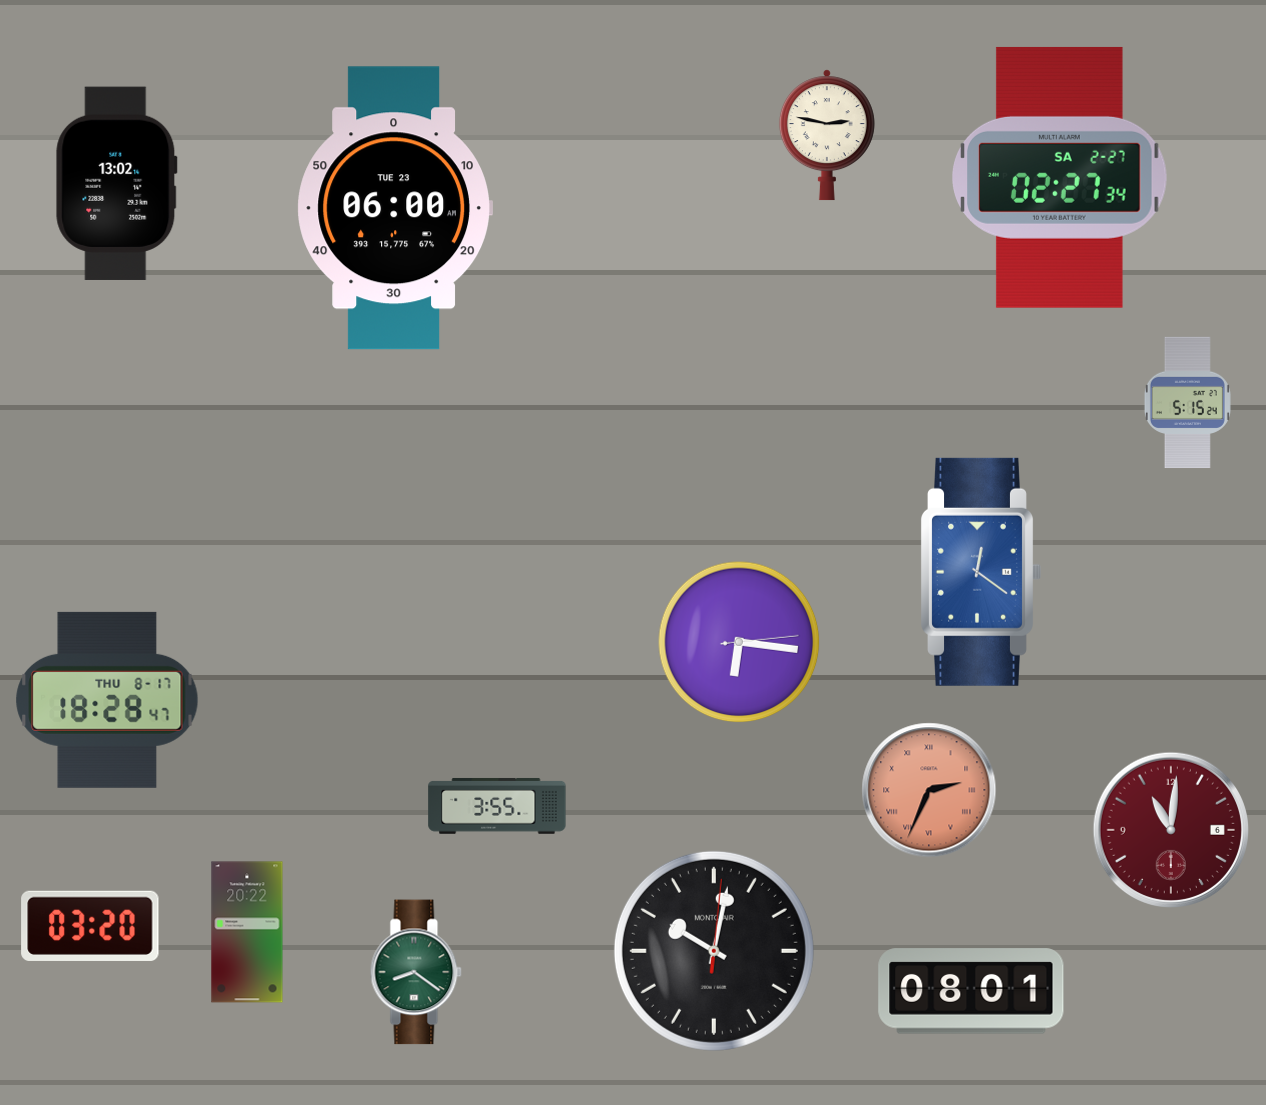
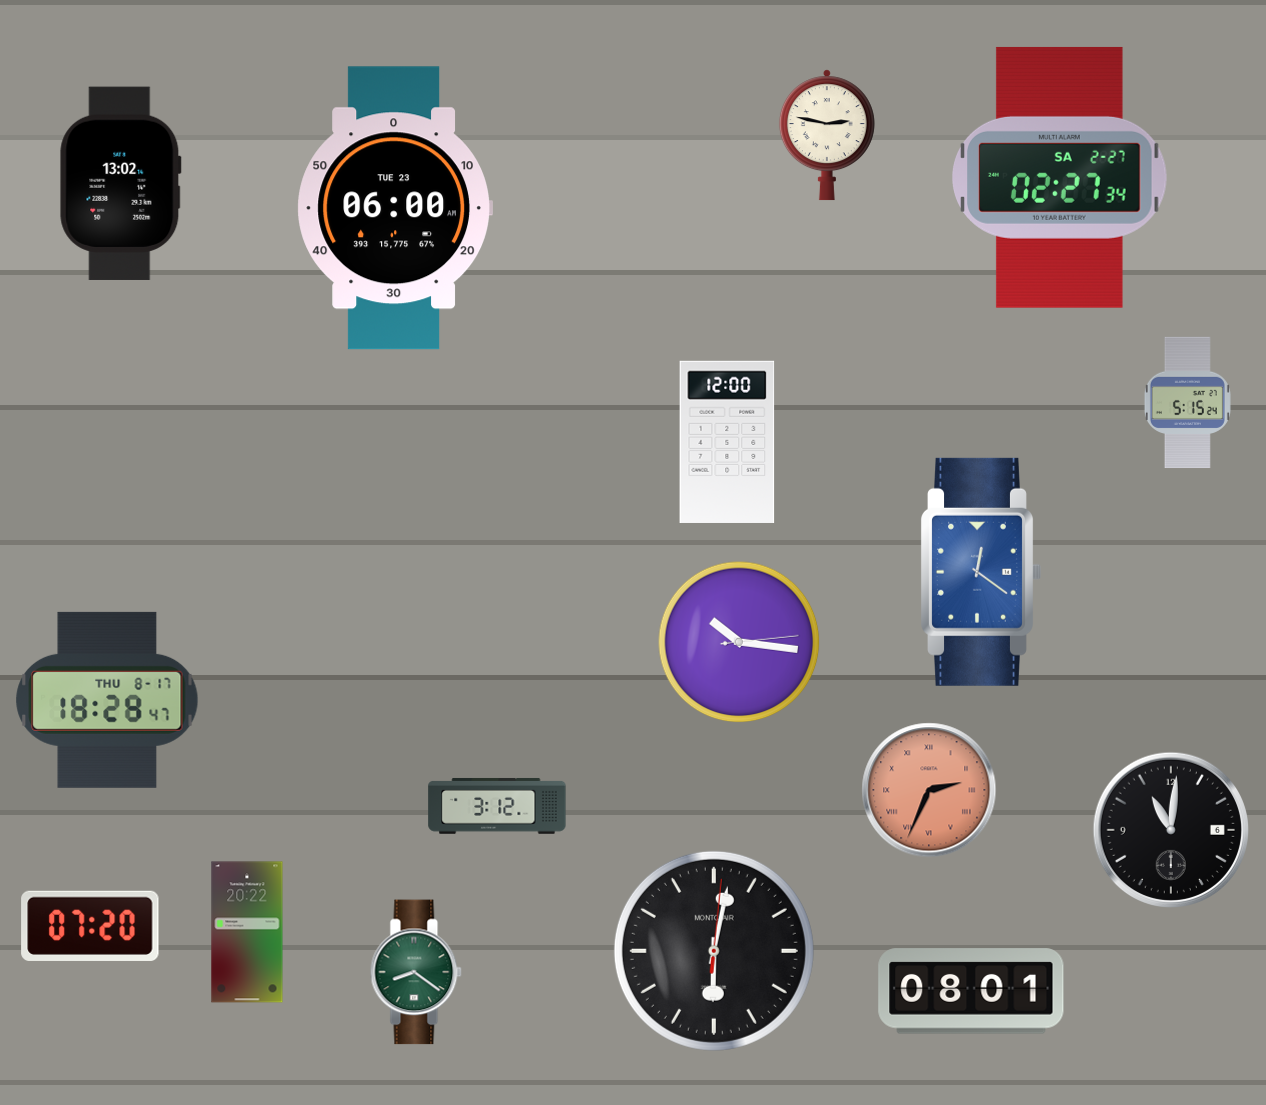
clock at (117, 183) position: (117, 183) -> (121, 183)
clock at (727, 441): none -> 12:00
clock at (739, 642): 6:16 -> 10:16
clock at (497, 806): 3:55 -> 3:12
clock at (1170, 829) dial: burgundy -> black
clock at (90, 926): 03:20 -> 07:20
clock at (714, 951): 10:02 -> 6:02
